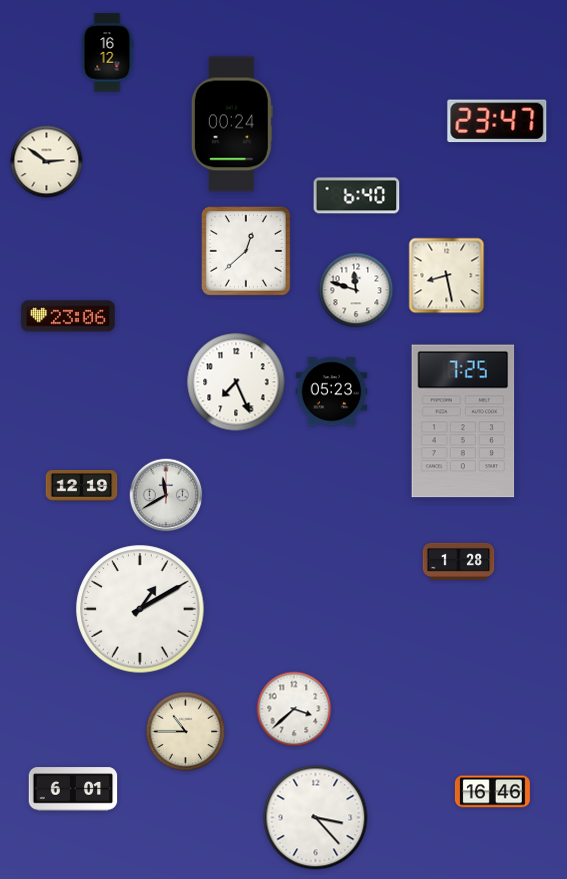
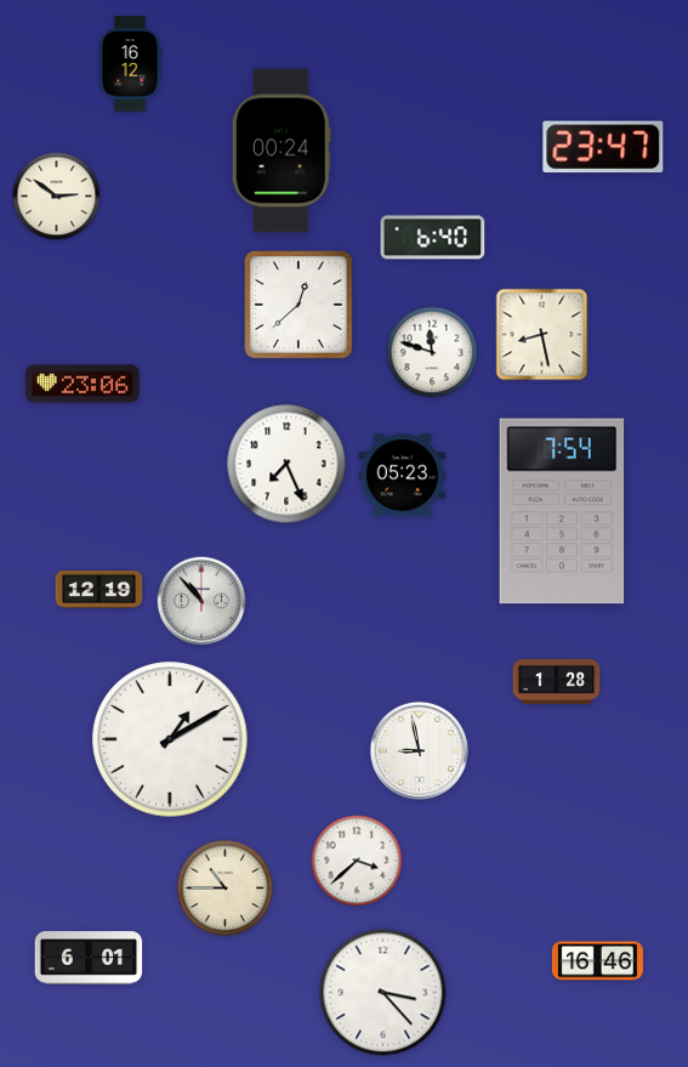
clock at (463, 421): 7:25 -> 7:54
clock at (166, 495): 11:40 -> 10:53
clock at (419, 750): none -> 8:58
